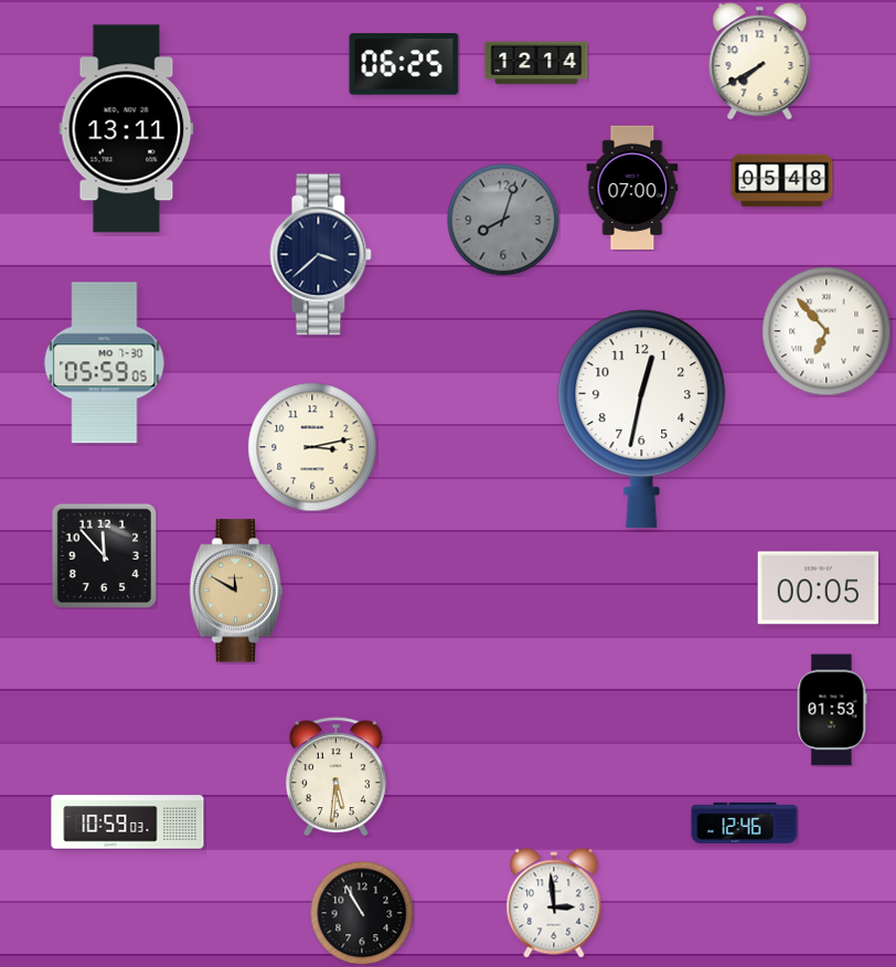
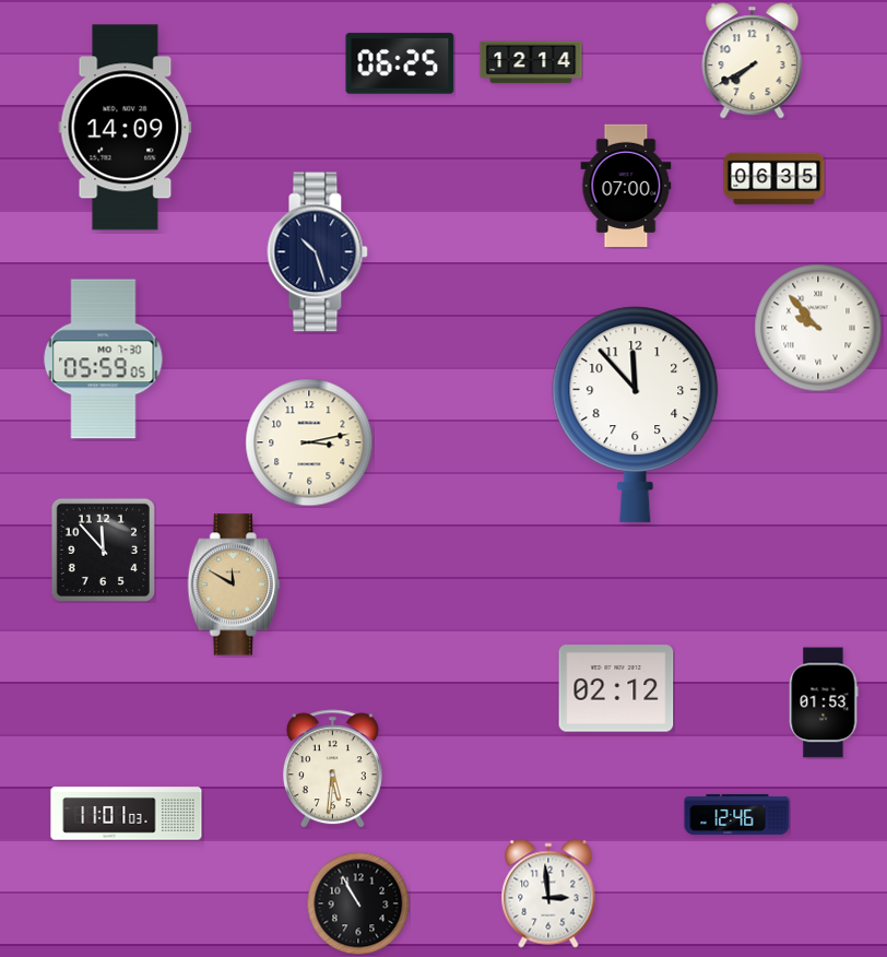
clock at (127, 129): 13:11 -> 14:09
clock at (782, 181): 05:48 -> 06:35
clock at (503, 220): 8:03 -> none
clock at (321, 255): 3:38 -> 10:27
clock at (826, 331): 6:53 -> 9:53
clock at (642, 419): 12:32 -> 11:53
clock at (819, 588): 00:05 -> none
clock at (616, 688): none -> 02:12
clock at (128, 822): 10:59 -> 11:01
